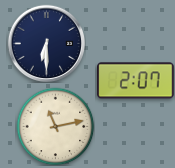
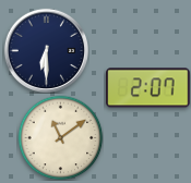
clock at (46, 43) position: (46, 43) -> (46, 50)
clock at (55, 126): 11:13 -> 11:09
